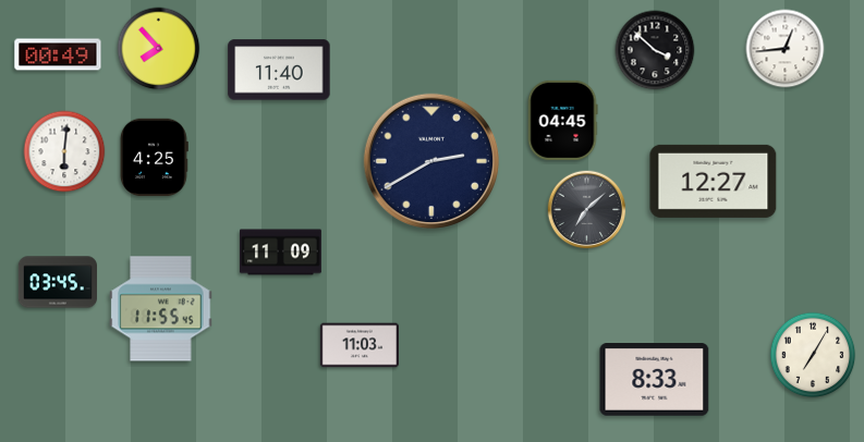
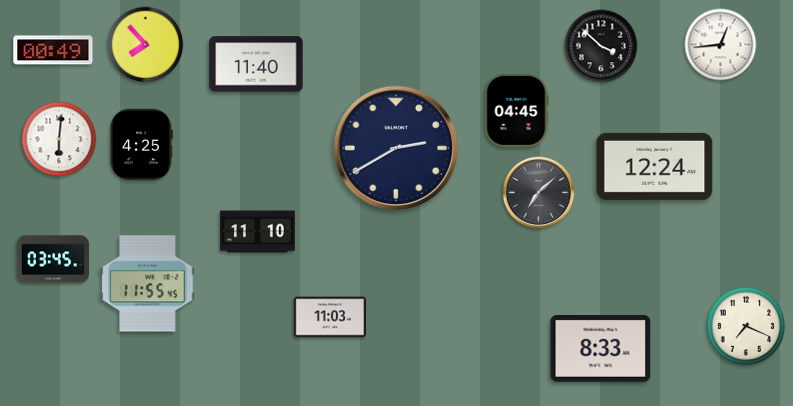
clock at (714, 181): 12:27 -> 12:24
clock at (281, 253): 11:09 -> 11:10
clock at (813, 355): 7:05 -> 7:19
